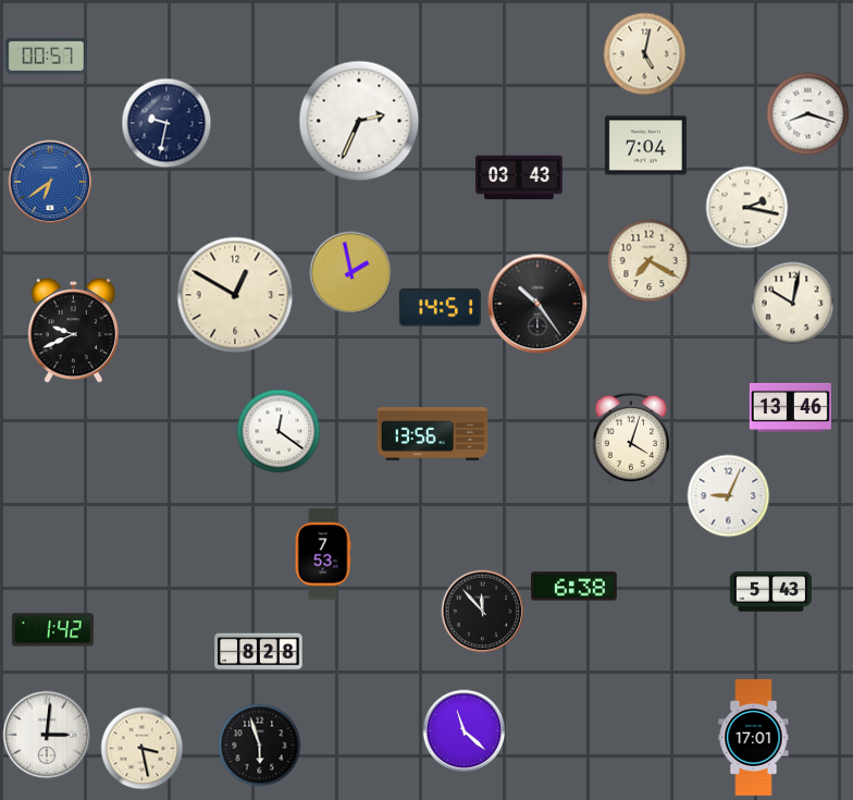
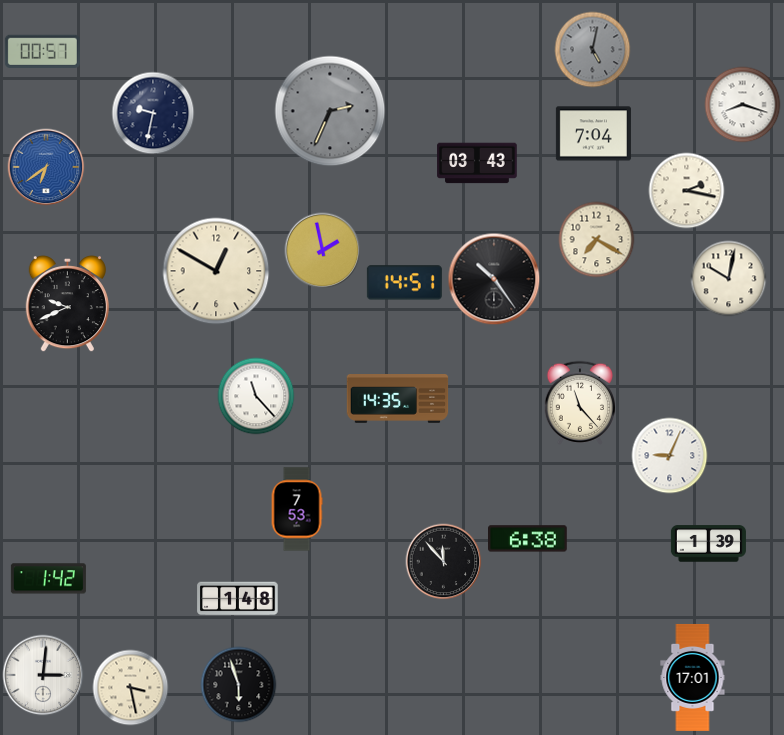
clock at (645, 54) dial: cream -> grey
clock at (359, 121) dial: white -> grey
clock at (790, 407): 13:46 -> none
clock at (279, 431): 12:21 -> 11:23
clock at (433, 434): 13:56 -> 14:35
clock at (630, 439): 4:03 -> 11:23
clock at (770, 592): 5:43 -> 1:39
clock at (259, 652): 8:28 -> 1:48
clock at (465, 731): 11:22 -> none
